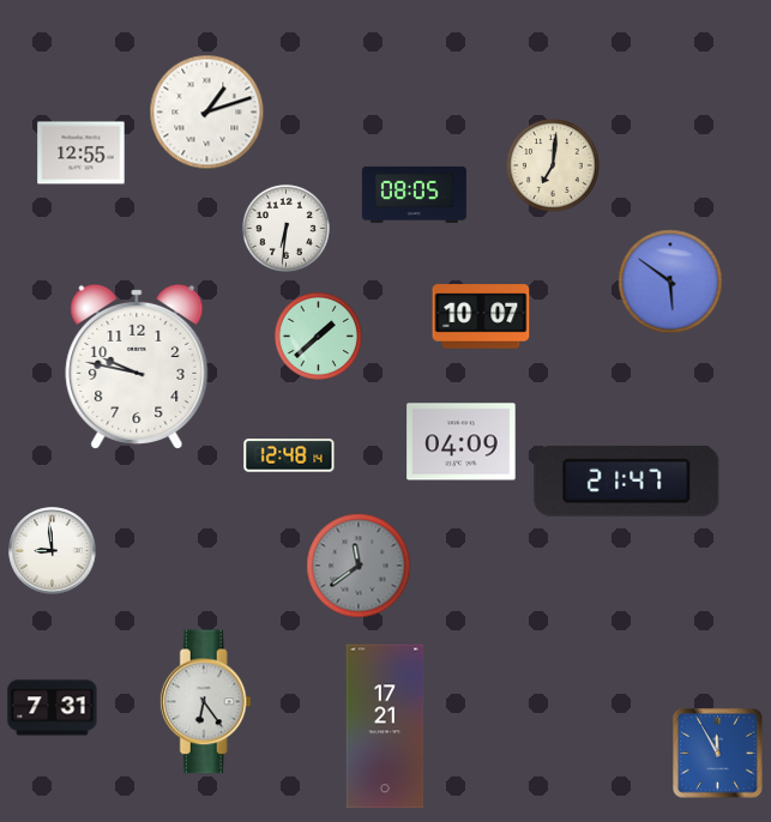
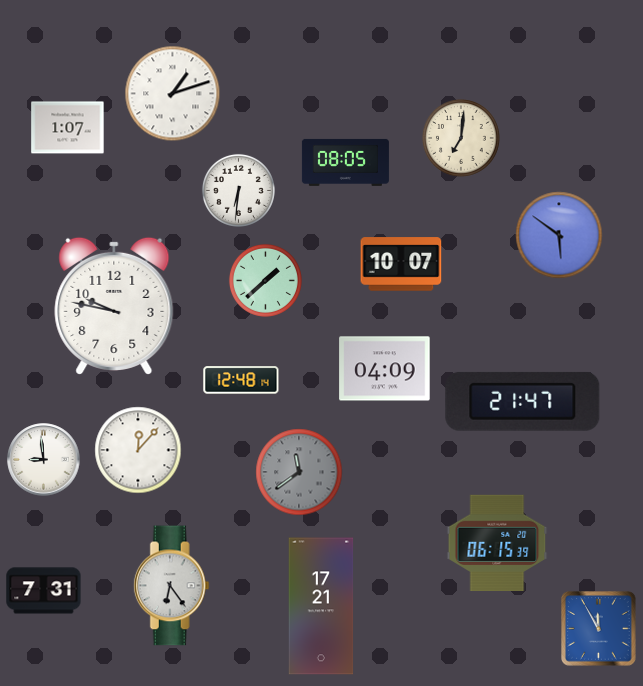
clock at (82, 153): 12:55 -> 1:07
clock at (138, 450): none -> 12:07
clock at (497, 542): none -> 06:15
